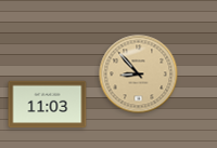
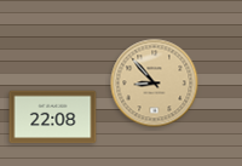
clock at (48, 105): 11:03 -> 22:08
